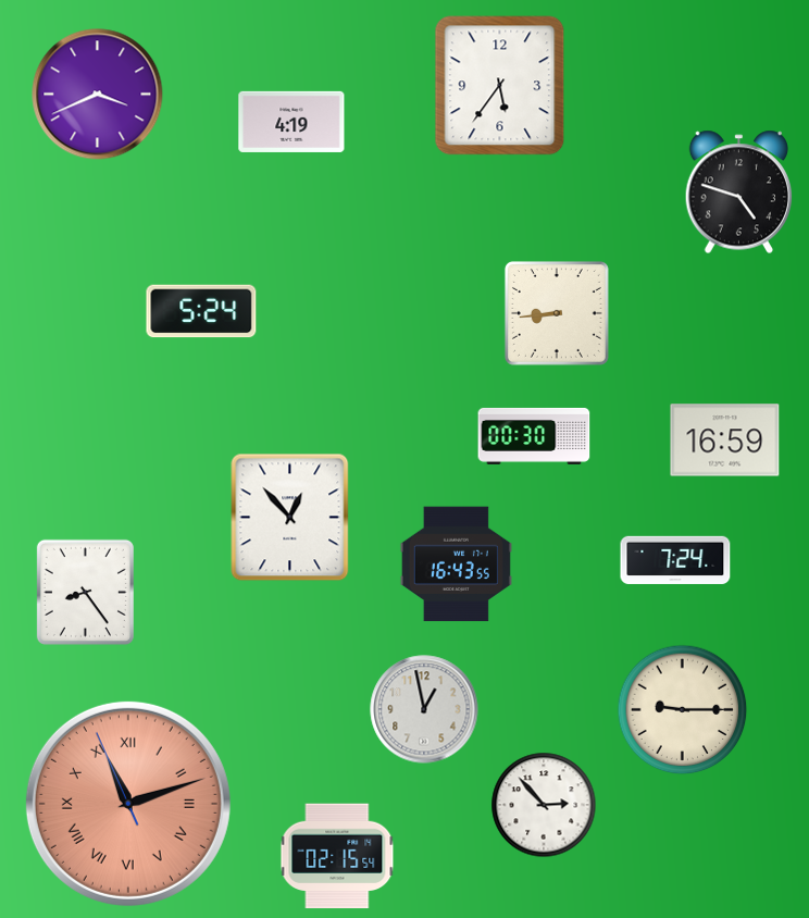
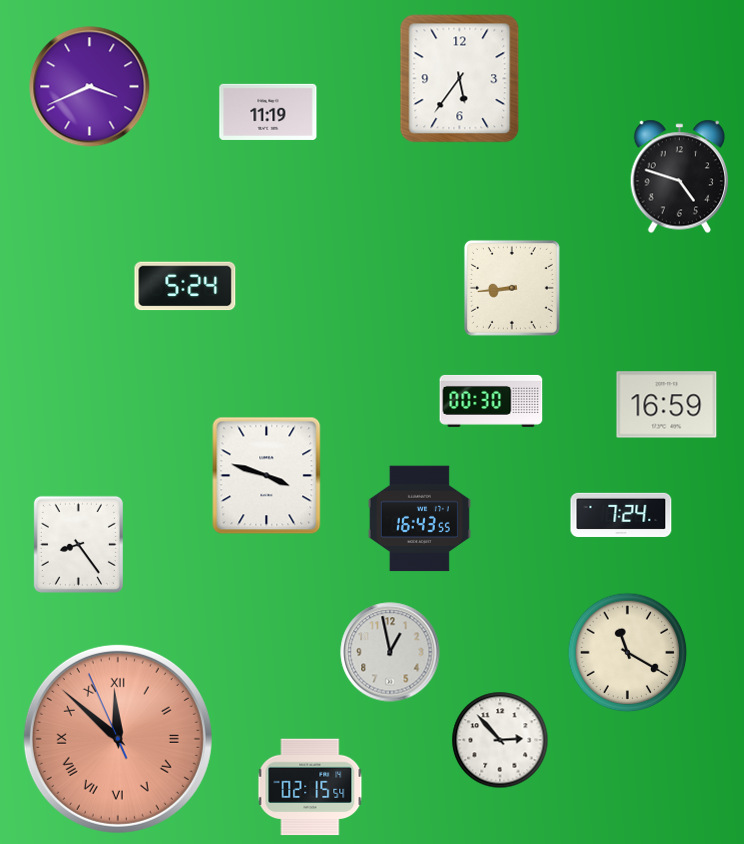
clock at (291, 122): 4:19 -> 11:19
clock at (290, 518): 12:53 -> 3:48
clock at (683, 710): 9:15 -> 11:20
clock at (128, 804): 11:11 -> 11:51
